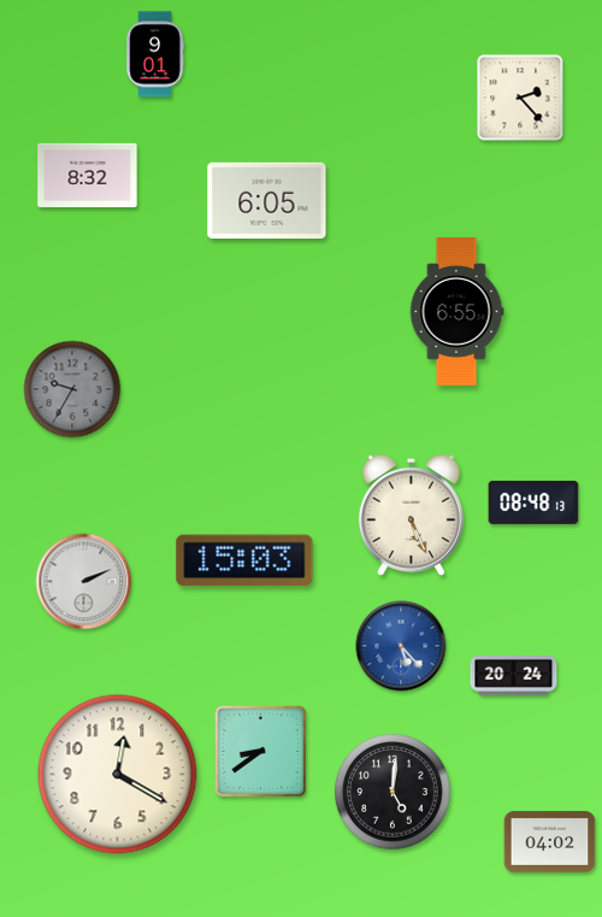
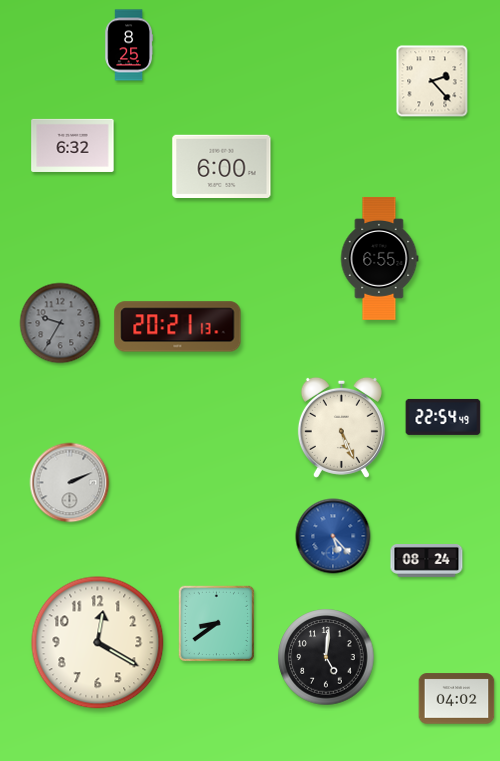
clock at (154, 54): 9:01 -> 8:25
clock at (88, 175): 8:32 -> 6:32
clock at (267, 201): 6:05 -> 6:00
clock at (178, 327): none -> 20:21
clock at (533, 502): 08:48 -> 22:54
clock at (244, 560): 15:03 -> none
clock at (514, 676): 20:24 -> 08:24
